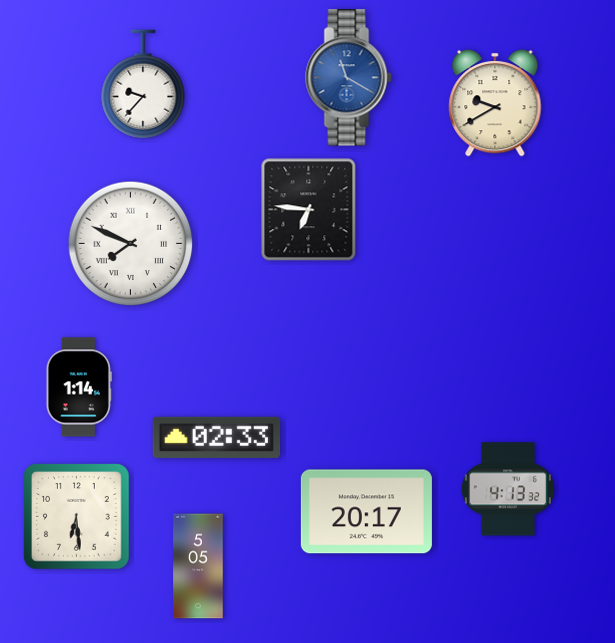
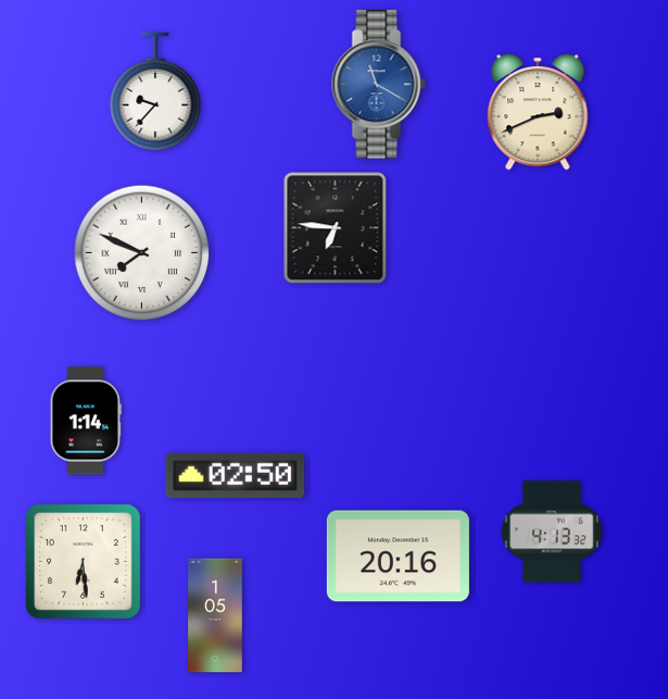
clock at (495, 104): 9:40 -> 2:41
clock at (131, 244) position: (131, 244) -> (142, 253)
clock at (217, 437): 02:33 -> 02:50
clock at (366, 512): 20:17 -> 20:16
clock at (198, 566): 5:05 -> 1:05
